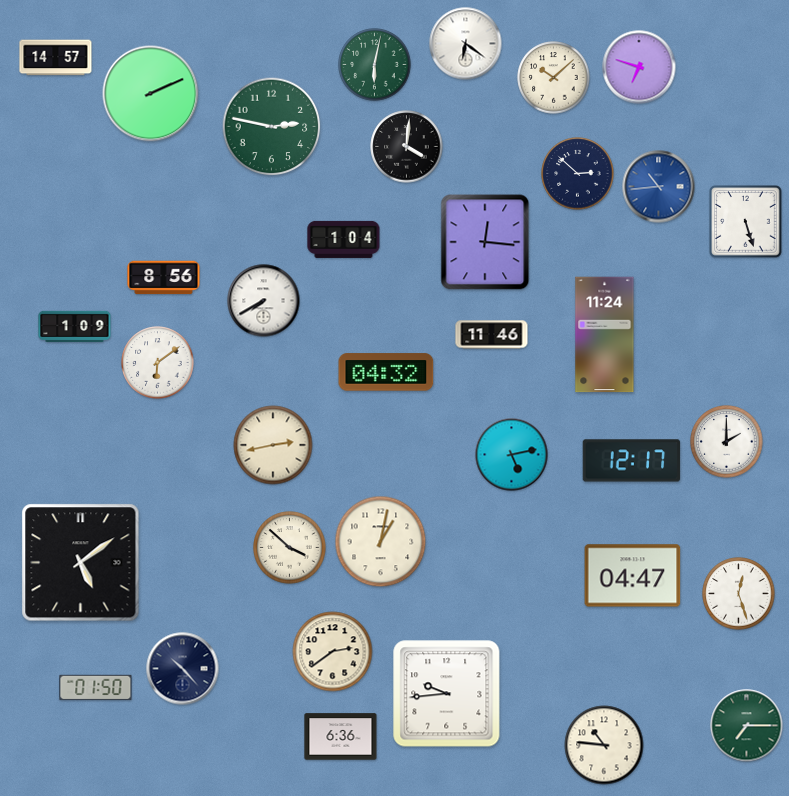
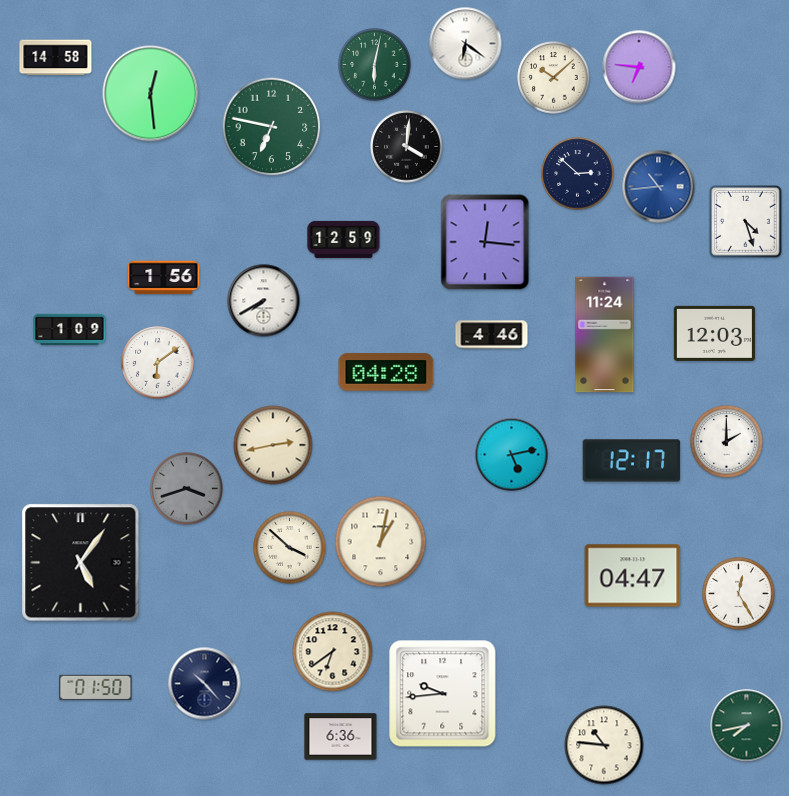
clock at (56, 58): 14:57 -> 14:58
clock at (639, 67): 6:48 -> 6:46
clock at (151, 94): 2:11 -> 12:29
clock at (272, 127): 2:47 -> 6:47
clock at (746, 222): 5:27 -> 4:27
clock at (344, 239): 1:04 -> 12:59
clock at (164, 278): 8:56 -> 1:56
clock at (75, 326) position: (75, 326) -> (70, 329)
clock at (714, 333): none -> 12:03
clock at (492, 335): 11:46 -> 4:46
clock at (386, 372): 04:32 -> 04:28
clock at (187, 489): none -> 3:42
clock at (81, 563): 5:09 -> 5:06
clock at (739, 594): 12:27 -> 12:25
clock at (333, 652): 2:39 -> 6:39
clock at (183, 669) position: (183, 669) -> (205, 684)
clock at (447, 694) position: (447, 694) -> (443, 694)
clock at (747, 726): 7:15 -> 7:43
